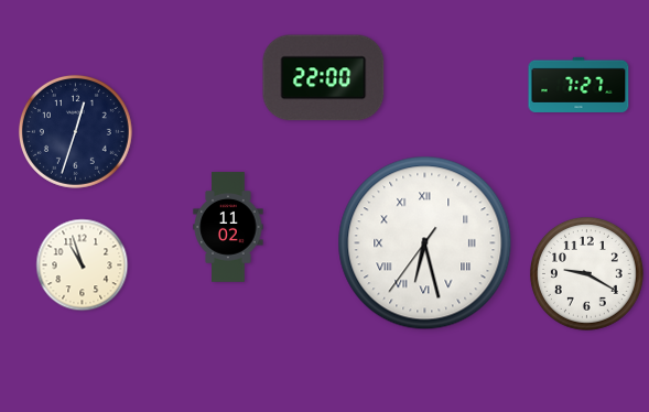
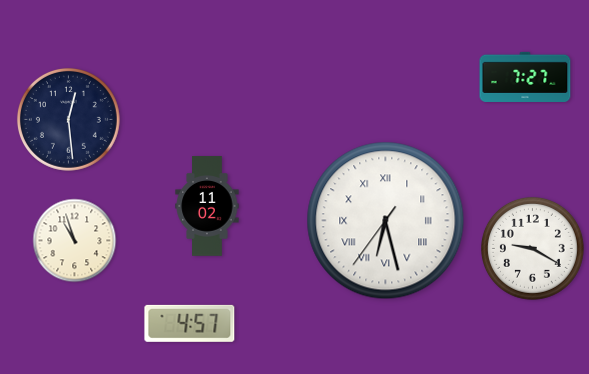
clock at (324, 78): 22:00 -> none
clock at (75, 131): 12:33 -> 12:29
clock at (190, 323): none -> 4:57
